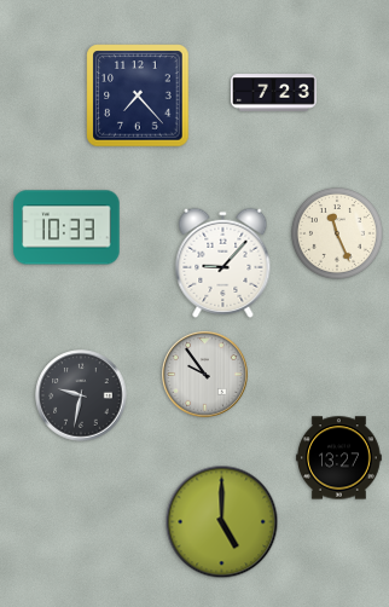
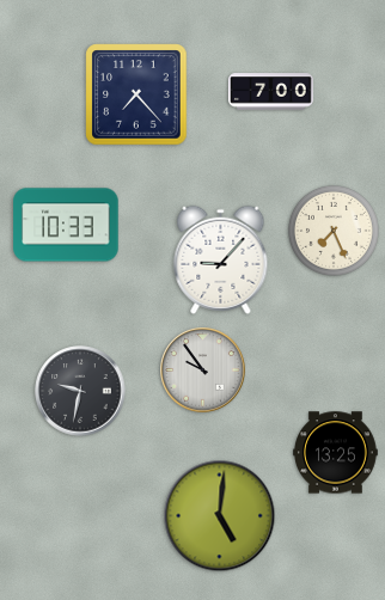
clock at (274, 93): 7:23 -> 7:00
clock at (337, 233): 11:26 -> 7:26
clock at (339, 458): 13:27 -> 13:25
clock at (222, 522): 5:00 -> 5:01
